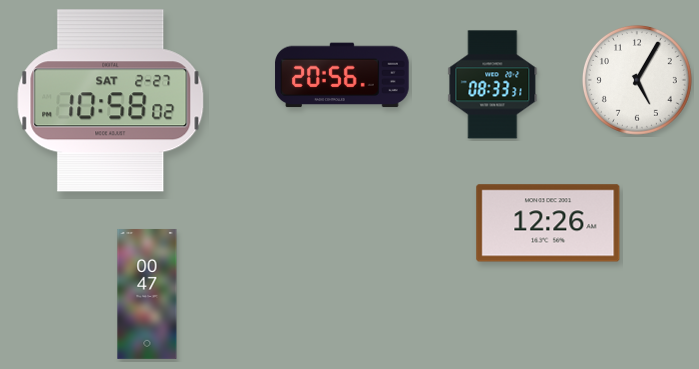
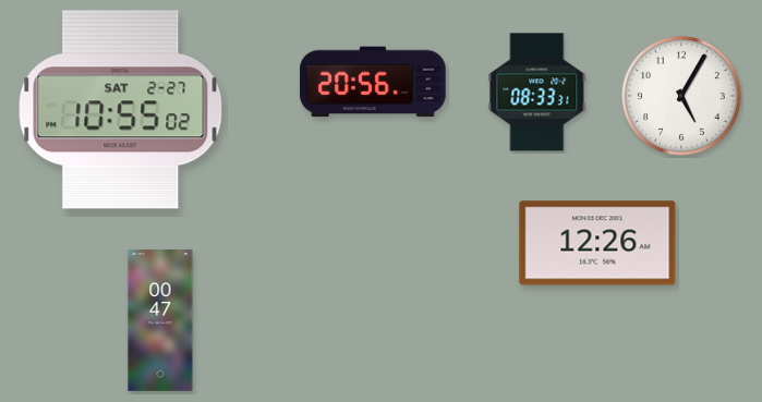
clock at (637, 80) position: (637, 80) -> (681, 96)
clock at (111, 101): 10:58 -> 10:55
